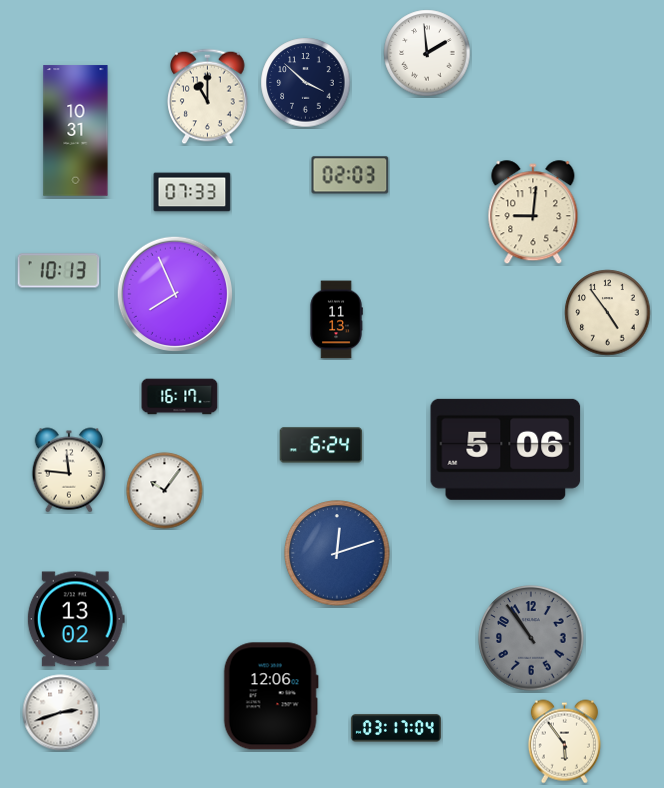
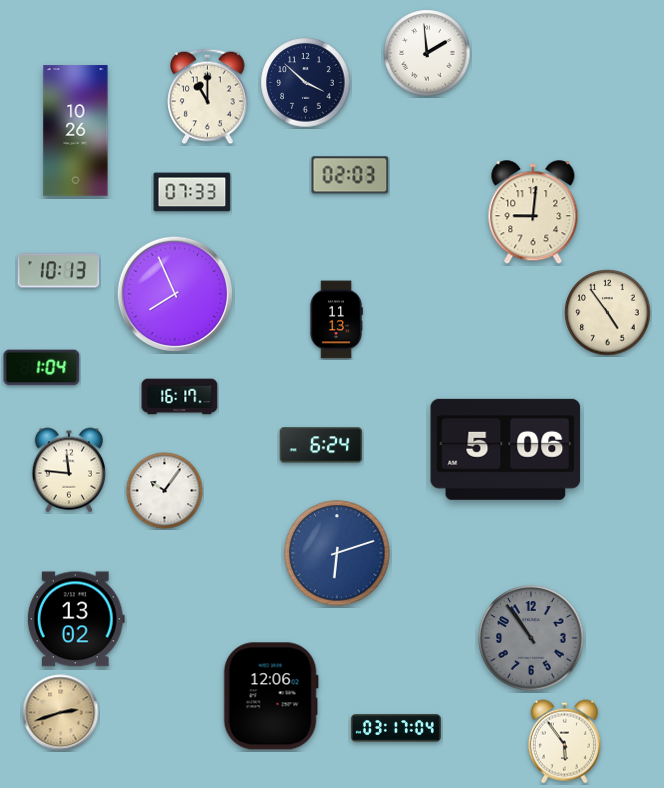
clock at (76, 131): 10:31 -> 10:26
clock at (42, 368): none -> 1:04
clock at (337, 553): 12:12 -> 6:12
clock at (61, 713) dial: white -> champagne
